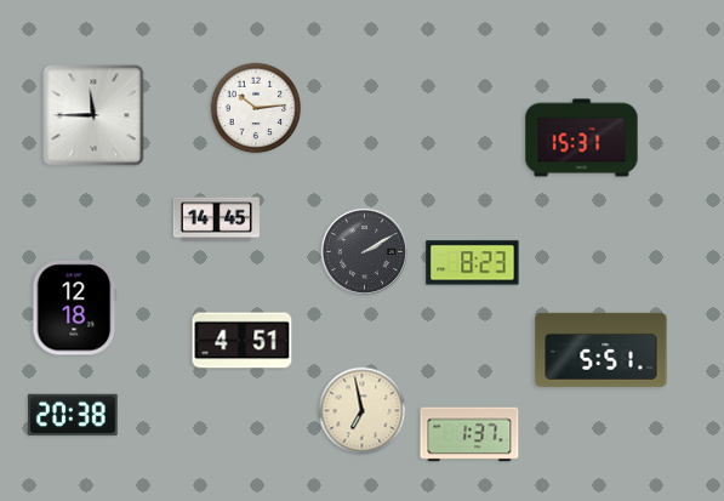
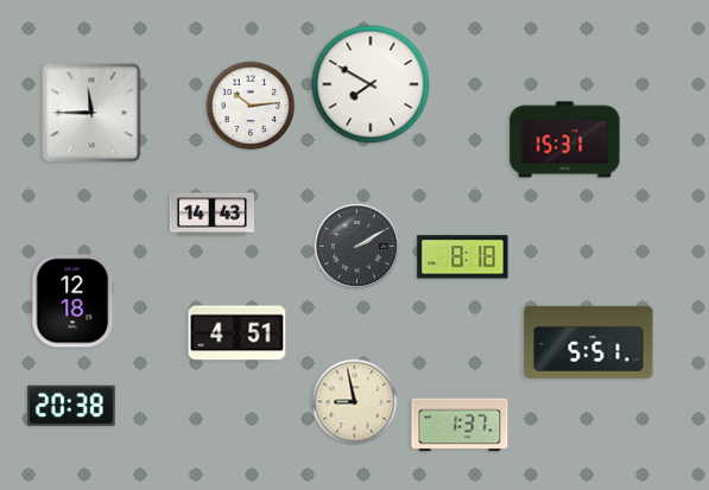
clock at (371, 84): none -> 7:50
clock at (582, 138) position: (582, 138) -> (565, 140)
clock at (216, 220): 14:45 -> 14:43
clock at (473, 263): 8:23 -> 8:18
clock at (363, 411): 6:58 -> 8:58
